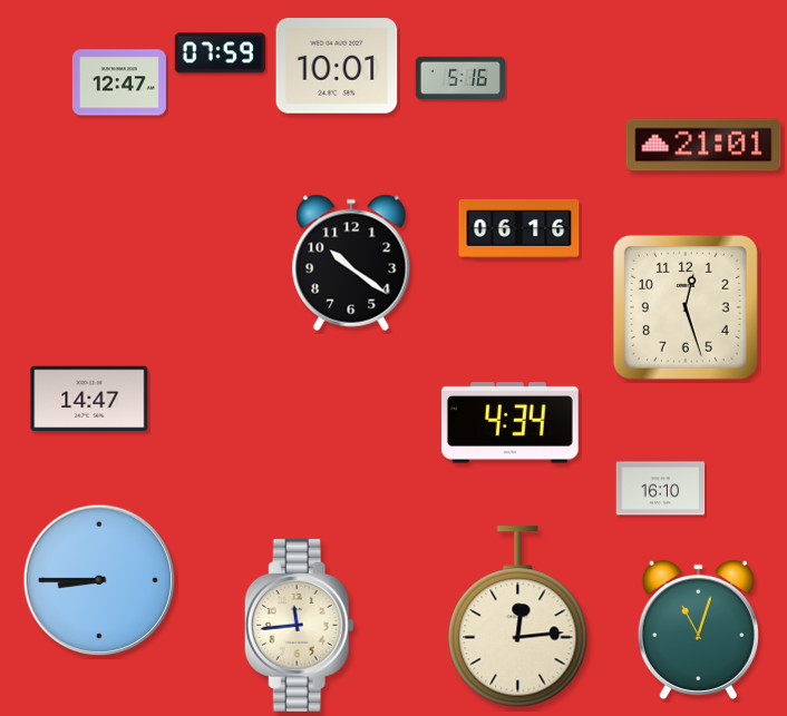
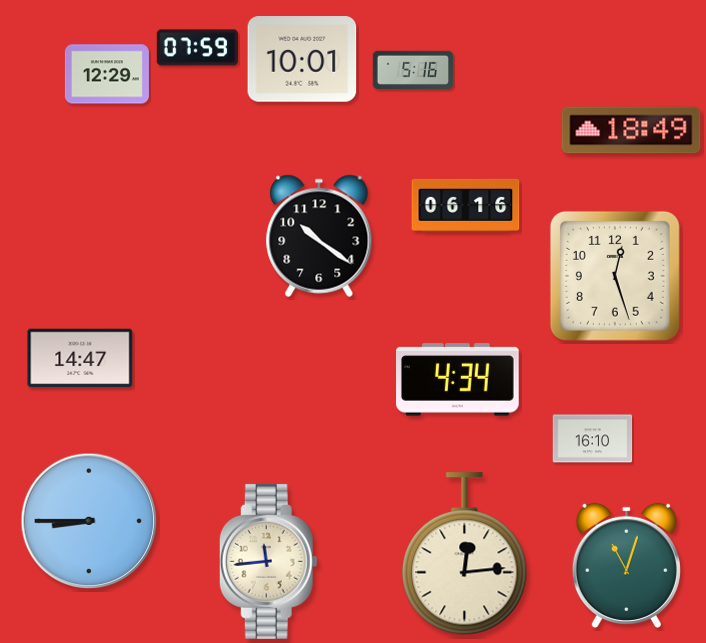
clock at (119, 82): 12:47 -> 12:29
clock at (703, 145): 21:01 -> 18:49
clock at (351, 263) position: (351, 263) -> (319, 236)
